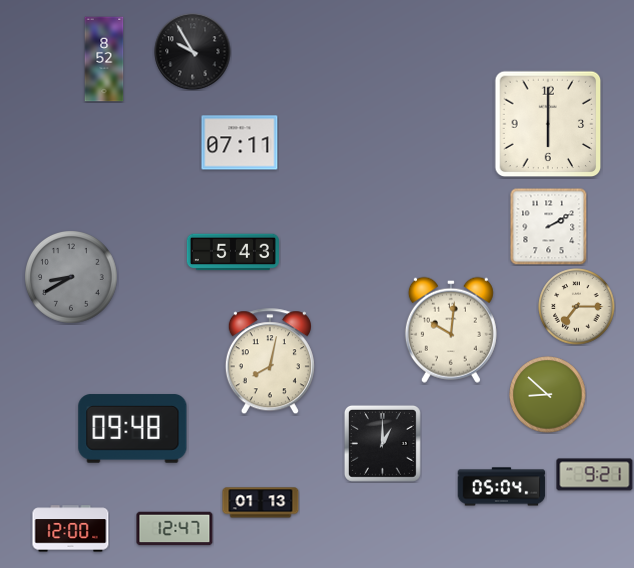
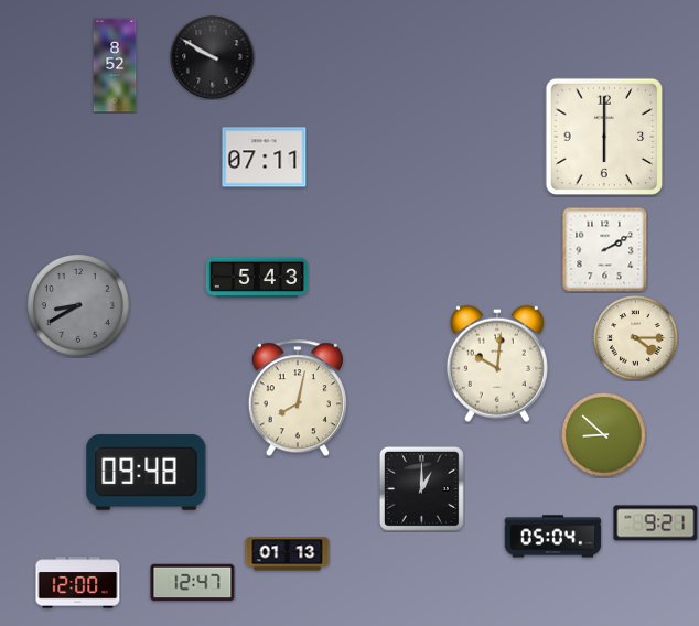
clock at (193, 52): 9:55 -> 9:50
clock at (577, 307): 7:15 -> 4:15
